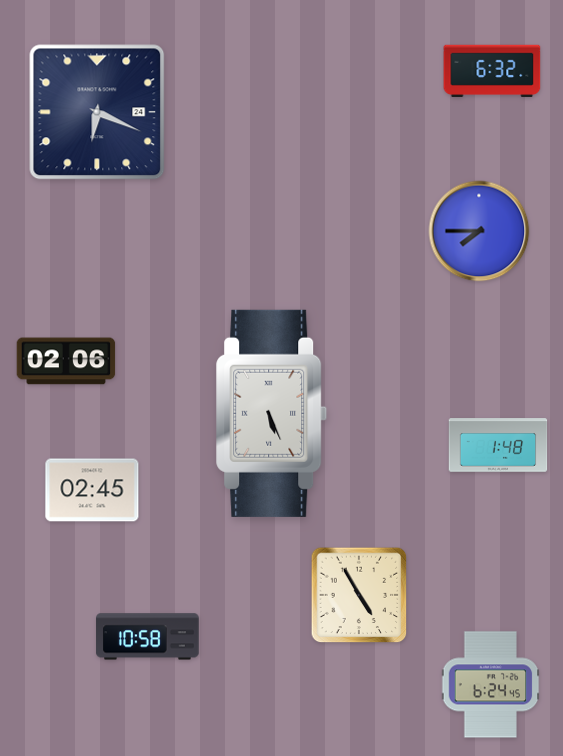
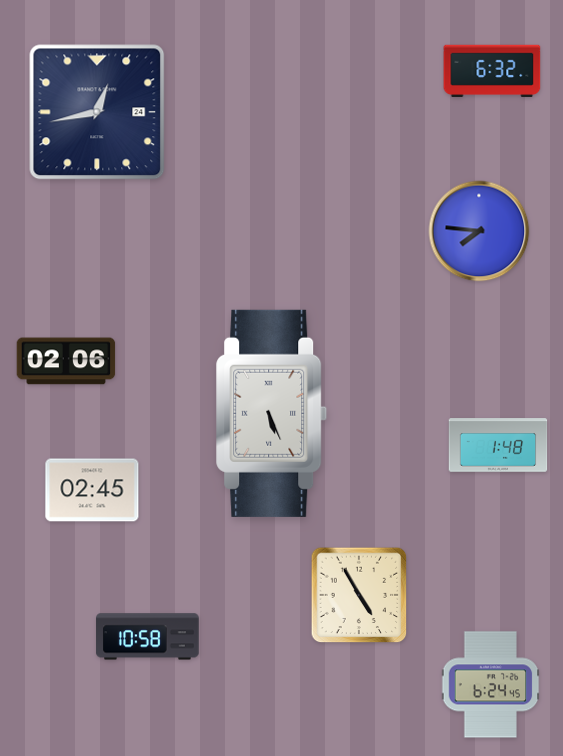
clock at (97, 112): 6:19 -> 12:43
clock at (479, 231): 7:45 -> 7:46
